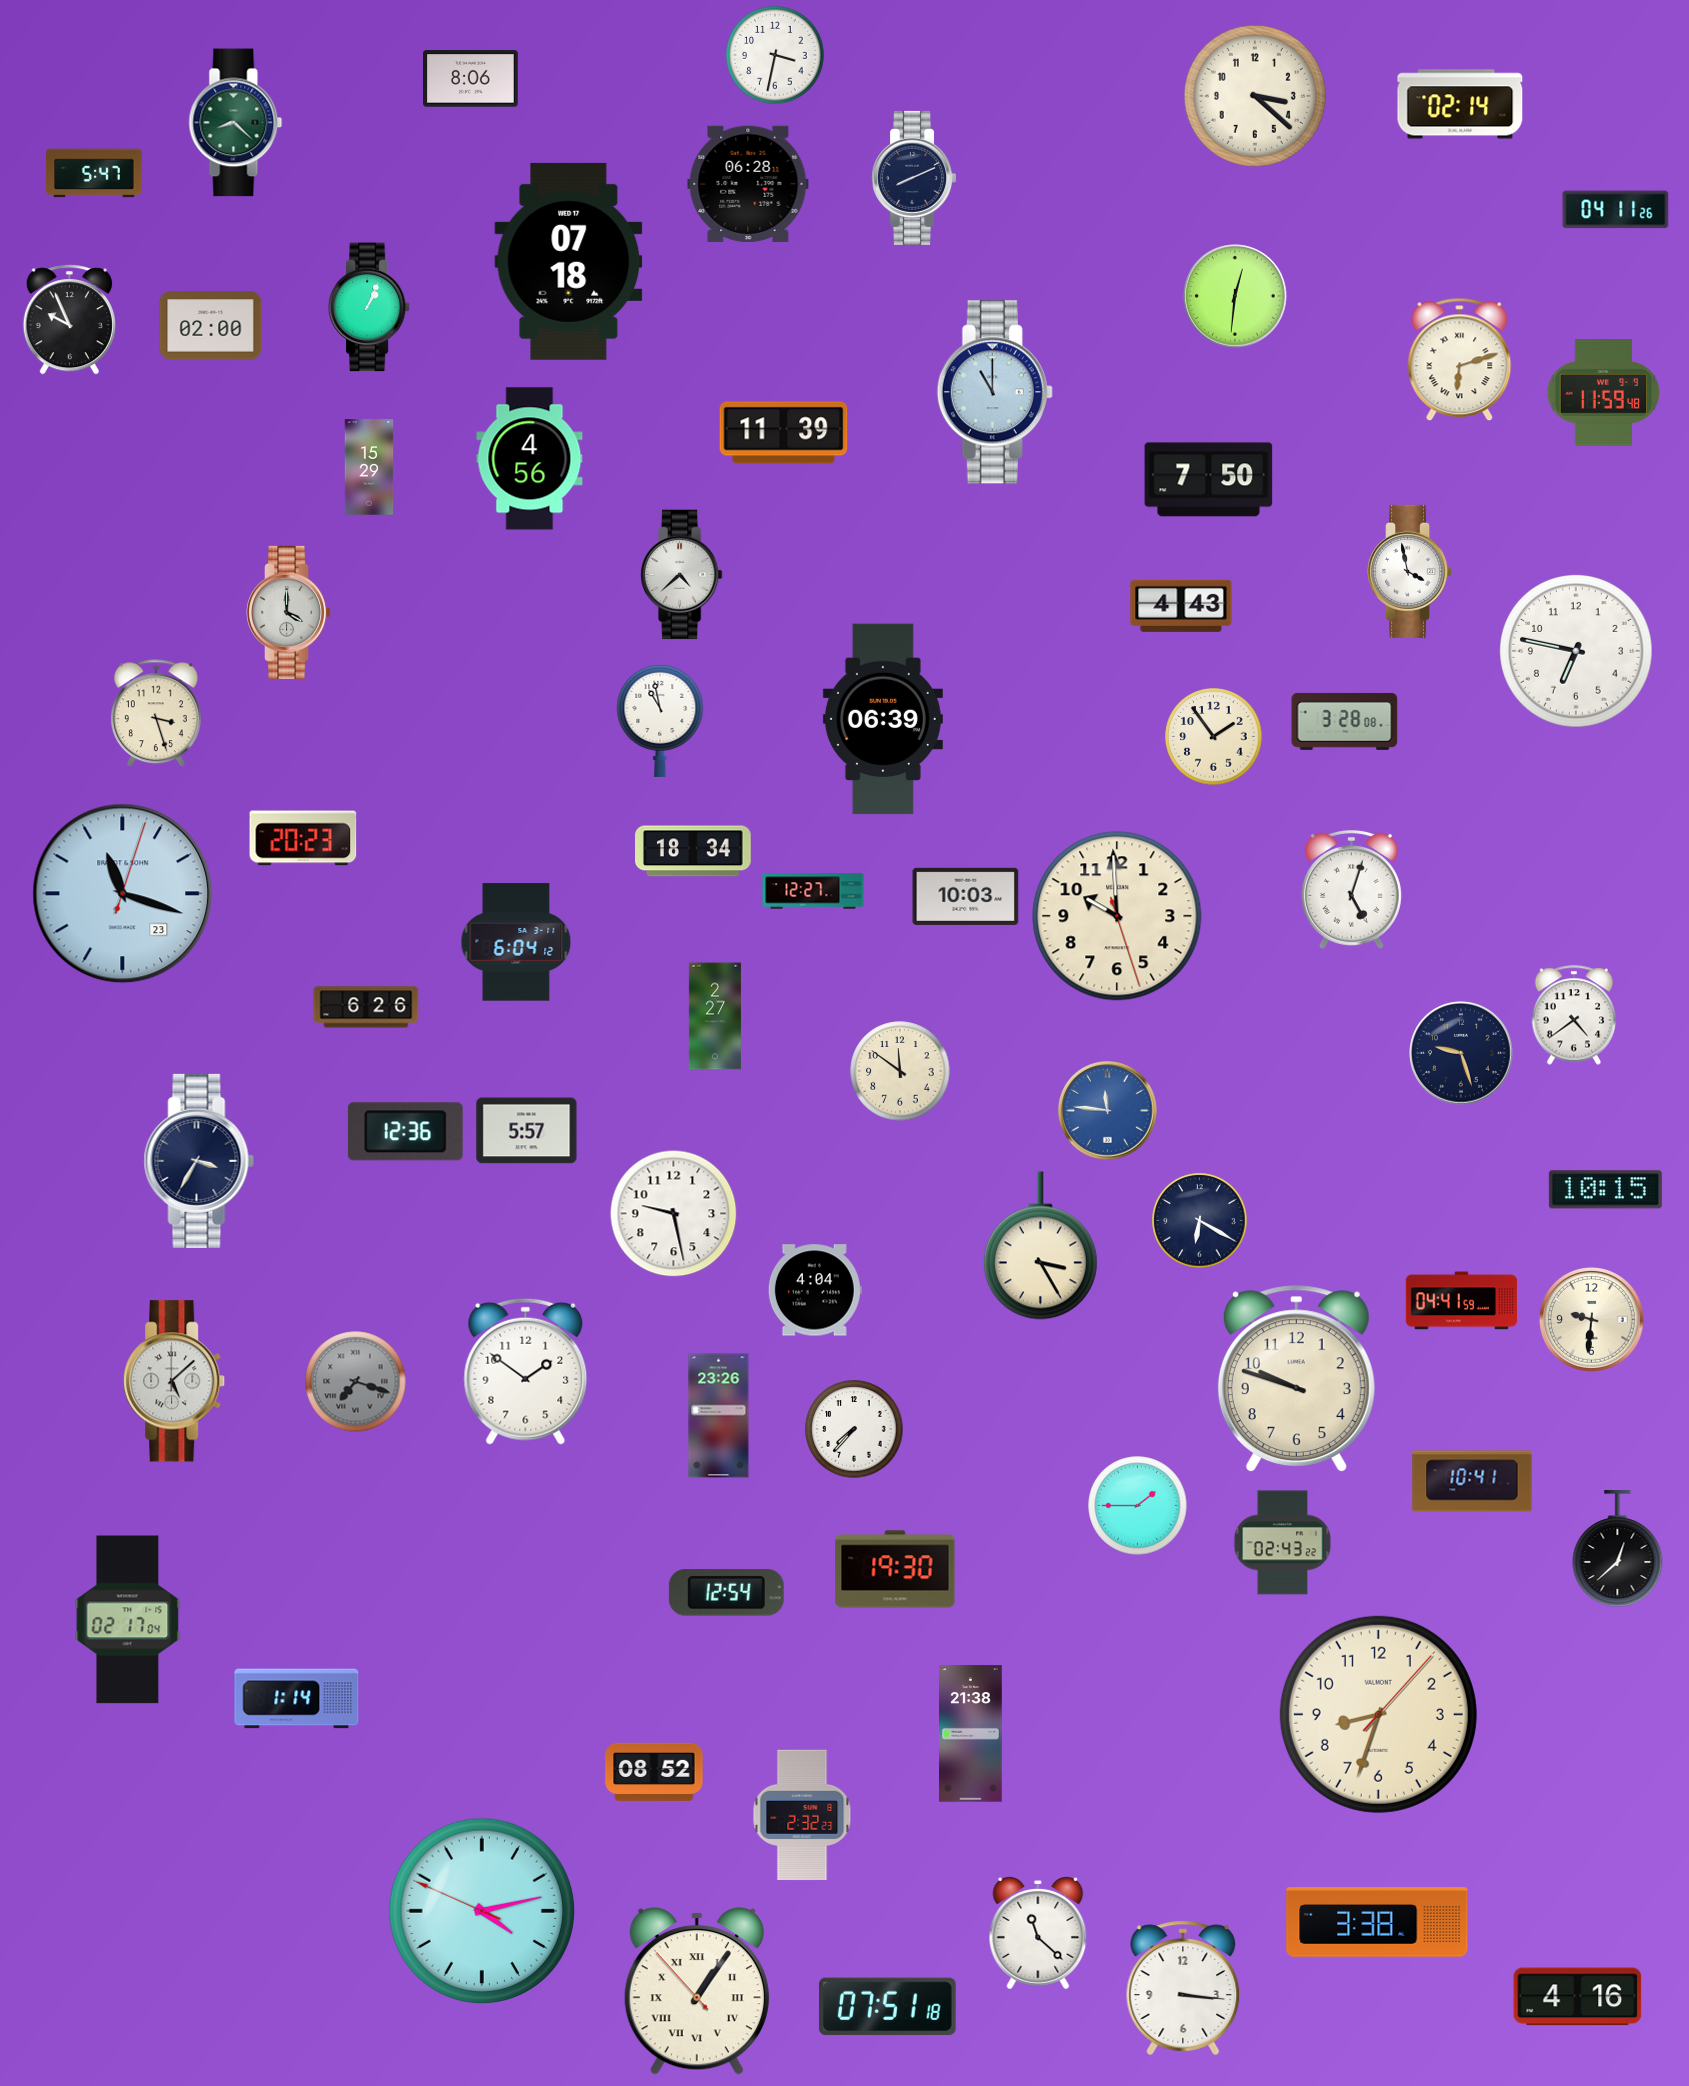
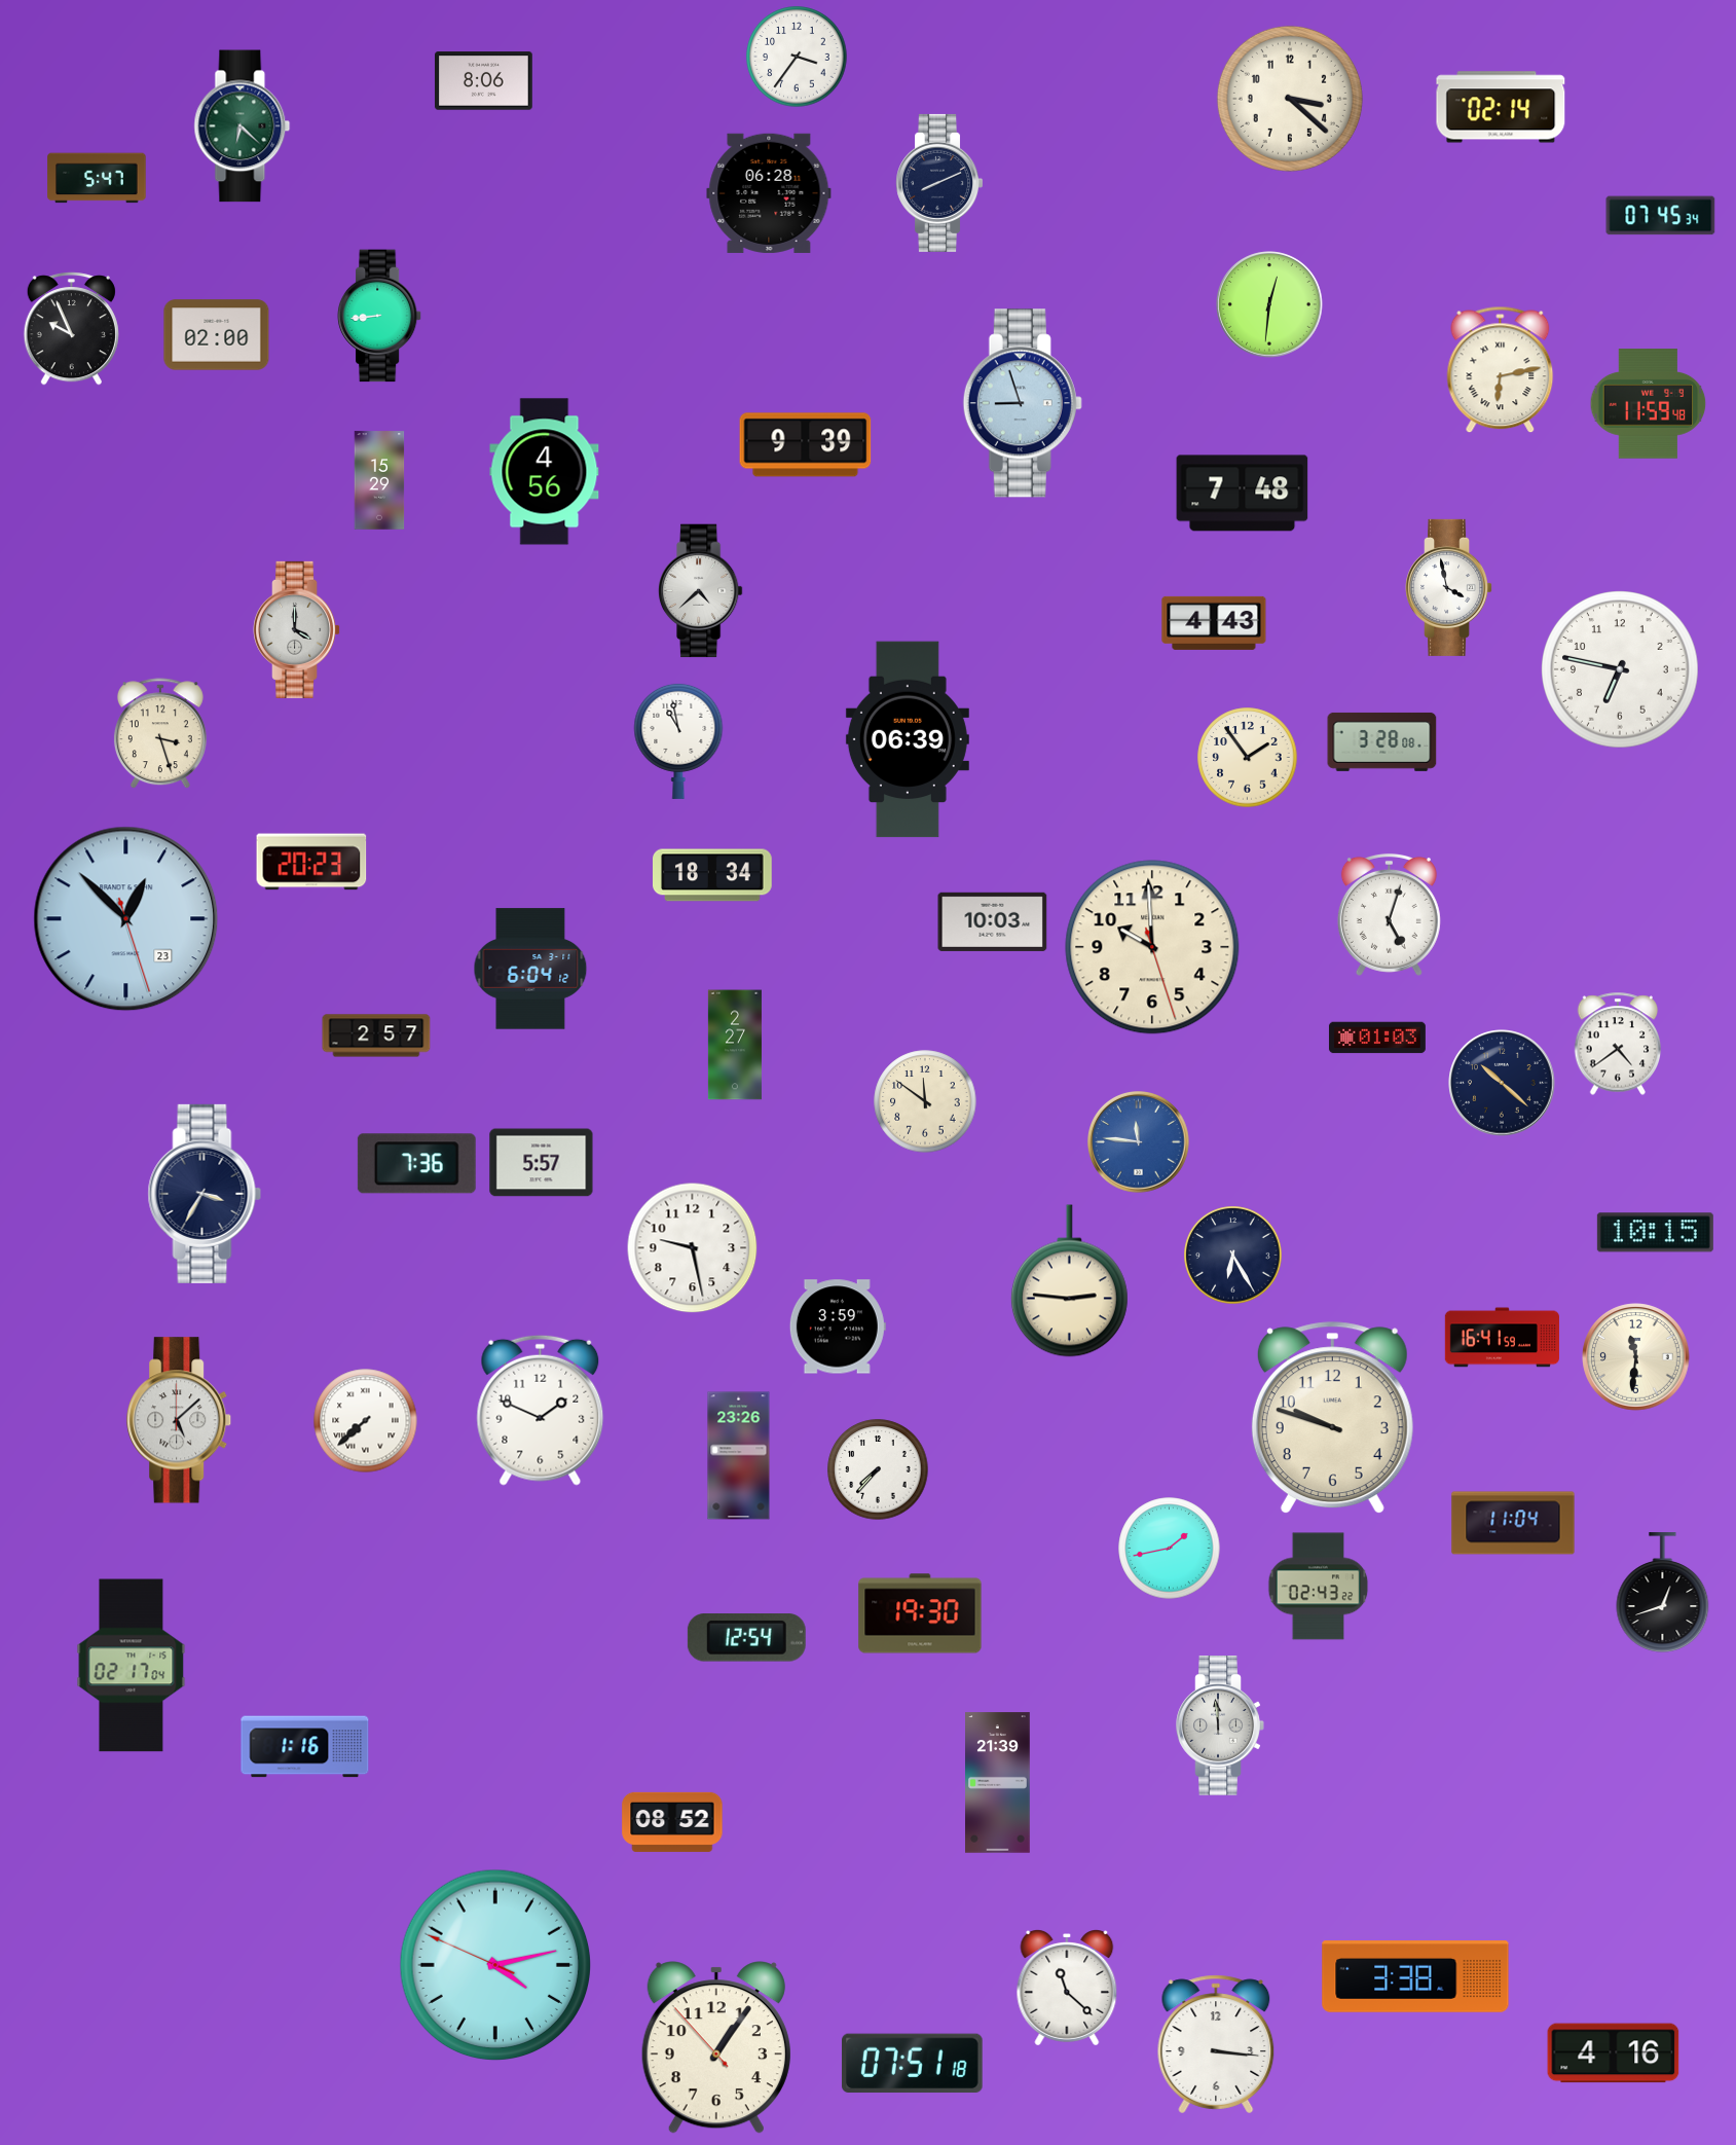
clock at (775, 55): 3:32 -> 3:36
clock at (236, 123): 8:22 -> 6:22
clock at (748, 184) position: (748, 184) -> (769, 193)
clock at (1616, 210): 04:11 -> 07:45
clock at (569, 261): 07:18 -> none
clock at (369, 307): 1:04 -> 8:44
clock at (1460, 360): 6:12 -> 6:13
clock at (995, 392): 11:00 -> 8:57
clock at (784, 433): 11:39 -> 9:39
clock at (1209, 480): 7:50 -> 7:48
clock at (813, 891): 12:27 -> none
clock at (123, 894): 11:18 -> 12:52
clock at (1117, 916) position: (1117, 916) -> (1152, 947)
clock at (366, 1007): 6:26 -> 2:57
clock at (1377, 1038): none -> 01:03
clock at (1461, 1053): 9:27 -> 10:22
clock at (405, 1132): 12:36 -> 7:36
clock at (1605, 1190) position: (1605, 1190) -> (1655, 1233)
clock at (1200, 1221): 6:20 -> 6:25
clock at (1040, 1246): 3:25 -> 2:46
clock at (815, 1290): 4:04 -> 3:59
clock at (1461, 1301): 04:41 -> 16:41
clock at (1592, 1320): 9:31 -> 11:31
clock at (526, 1371): 1:51 -> 1:49
clock at (356, 1382): 7:18 -> 7:38
clock at (356, 1382) dial: grey -> white
clock at (1472, 1481): 10:41 -> 11:04
clock at (1138, 1506): 1:45 -> 1:43
clock at (1618, 1549): 12:38 -> 12:42
clock at (1220, 1726): none -> 11:59
clock at (297, 1699): 1:14 -> 1:16
clock at (1378, 1714): 8:33 -> none
clock at (971, 1734): 21:38 -> 21:39
clock at (802, 1815): 2:32 -> none
clock at (697, 1991) numerals: Roman -> Arabic
clock at (1578, 1997) position: (1578, 1997) -> (1614, 2053)
